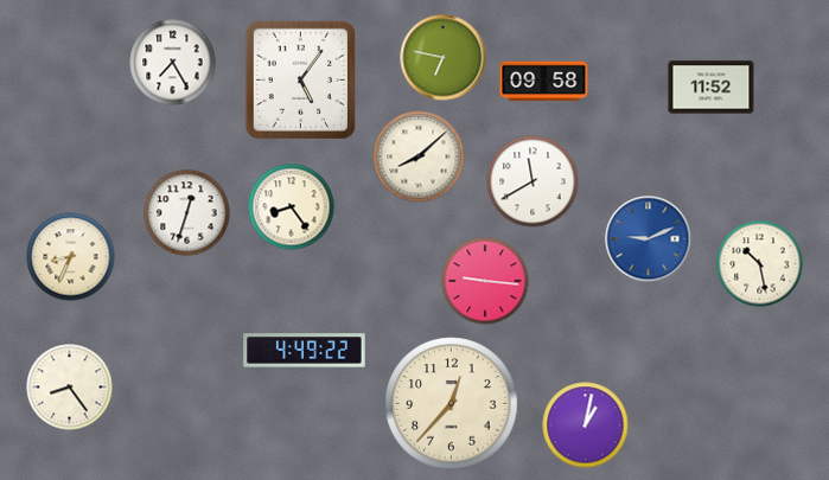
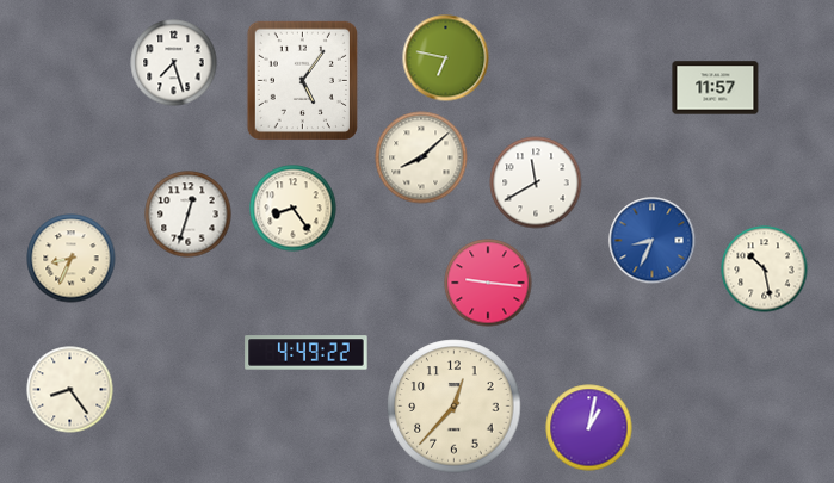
clock at (173, 63): 7:25 -> 7:27
clock at (544, 82): 09:58 -> none
clock at (712, 88): 11:52 -> 11:57
clock at (649, 239): 9:11 -> 8:34
clock at (760, 264) position: (760, 264) -> (765, 270)
